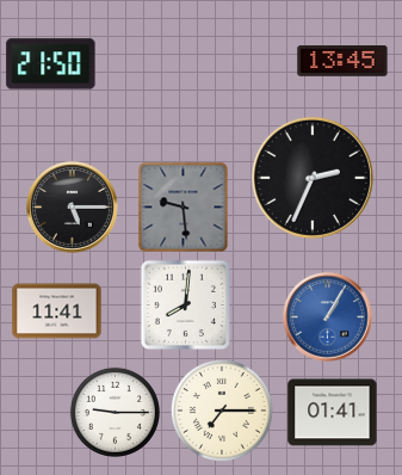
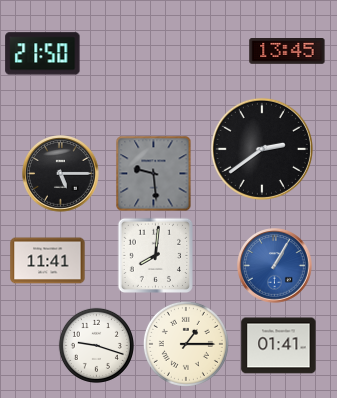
clock at (313, 178): 2:34 -> 2:39
clock at (222, 411): 7:15 -> 1:15
clock at (115, 412): 9:15 -> 9:18
